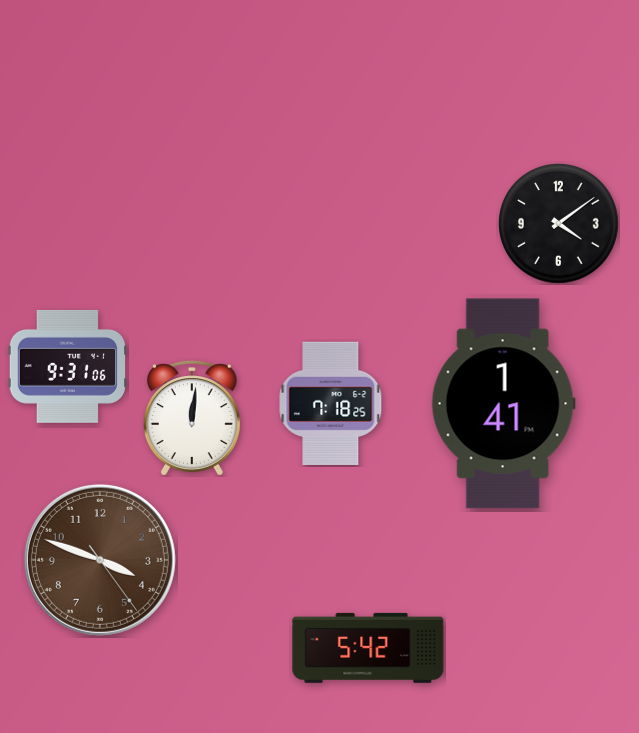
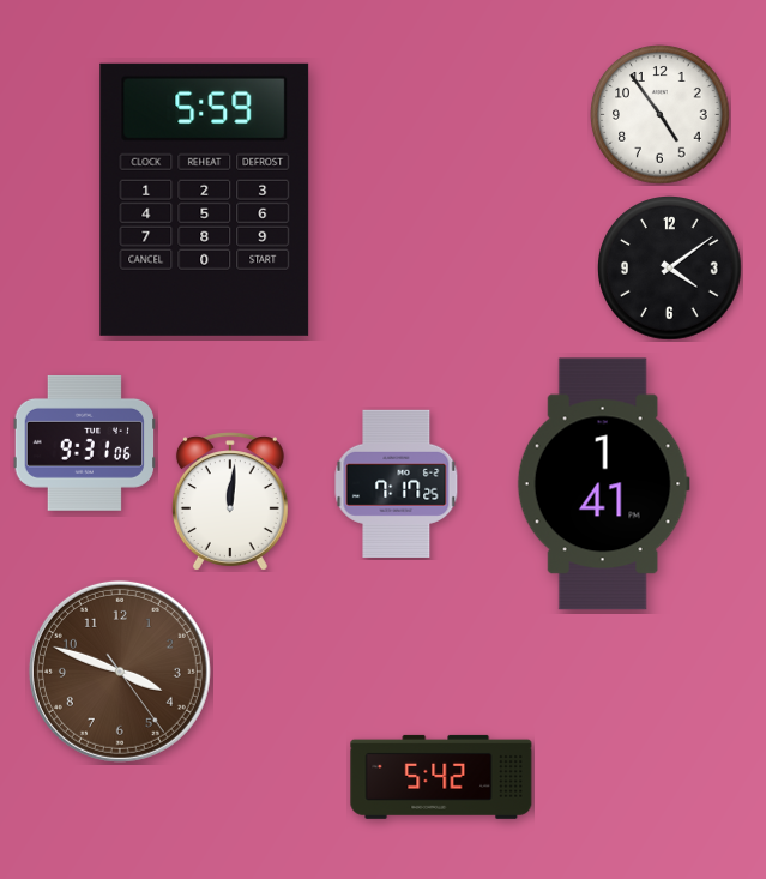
clock at (661, 115): none -> 4:54
clock at (205, 199): none -> 5:59
clock at (68, 366) position: (68, 366) -> (85, 442)
clock at (331, 403): 7:18 -> 7:17
